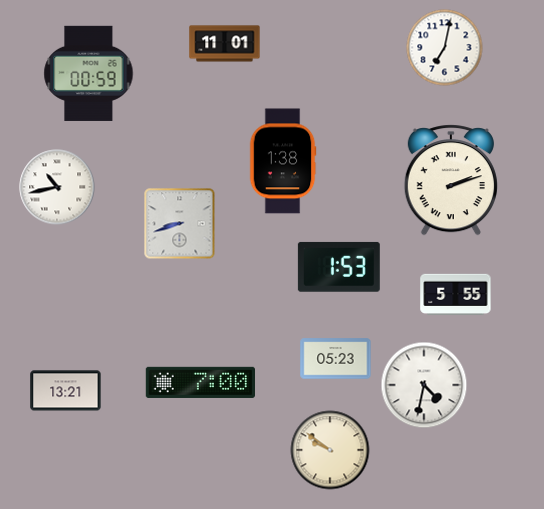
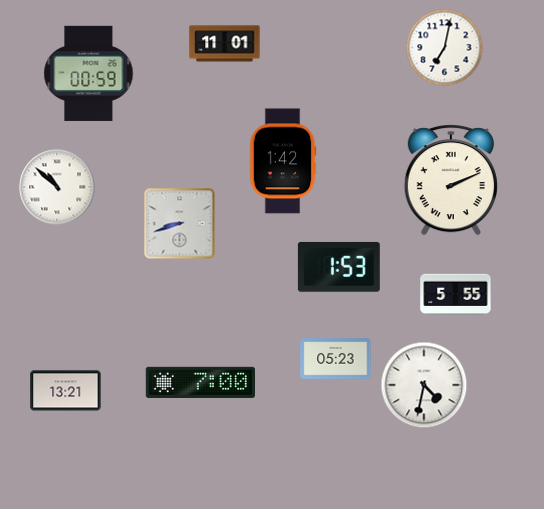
clock at (283, 161): 1:38 -> 1:42
clock at (451, 180): 2:12 -> 2:11
clock at (57, 187): 10:43 -> 10:52
clock at (330, 450): 9:51 -> none
